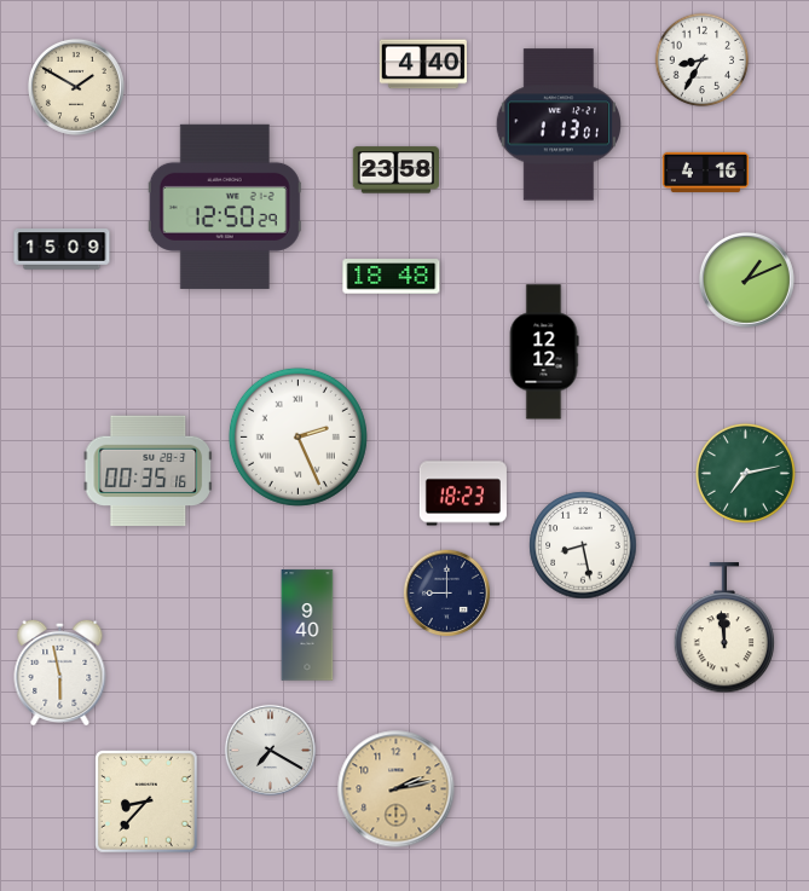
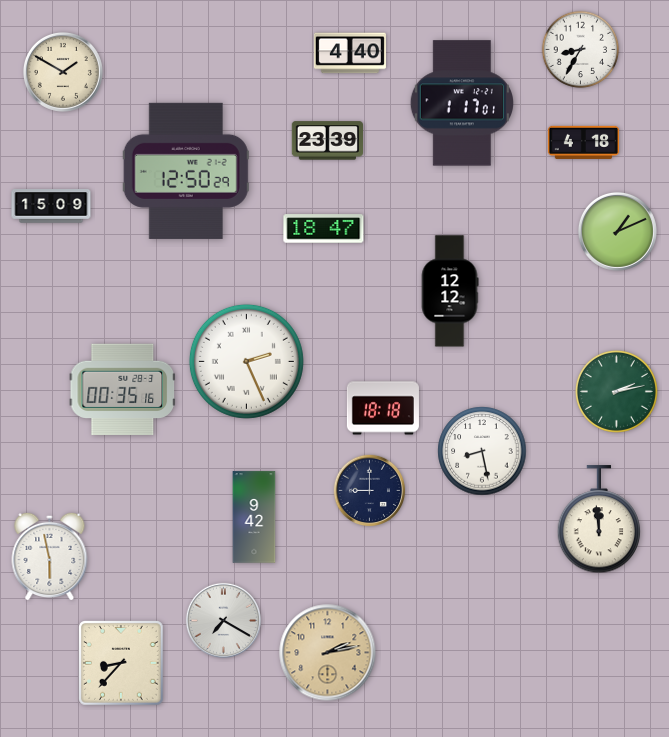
clock at (557, 125): 1:13 -> 1:17
clock at (395, 170): 23:58 -> 23:39
clock at (706, 172): 4:16 -> 4:18
clock at (392, 277): 18:48 -> 18:47
clock at (745, 473): 7:13 -> 2:13
clock at (463, 493): 18:23 -> 18:18
clock at (307, 625): 9:40 -> 9:42
